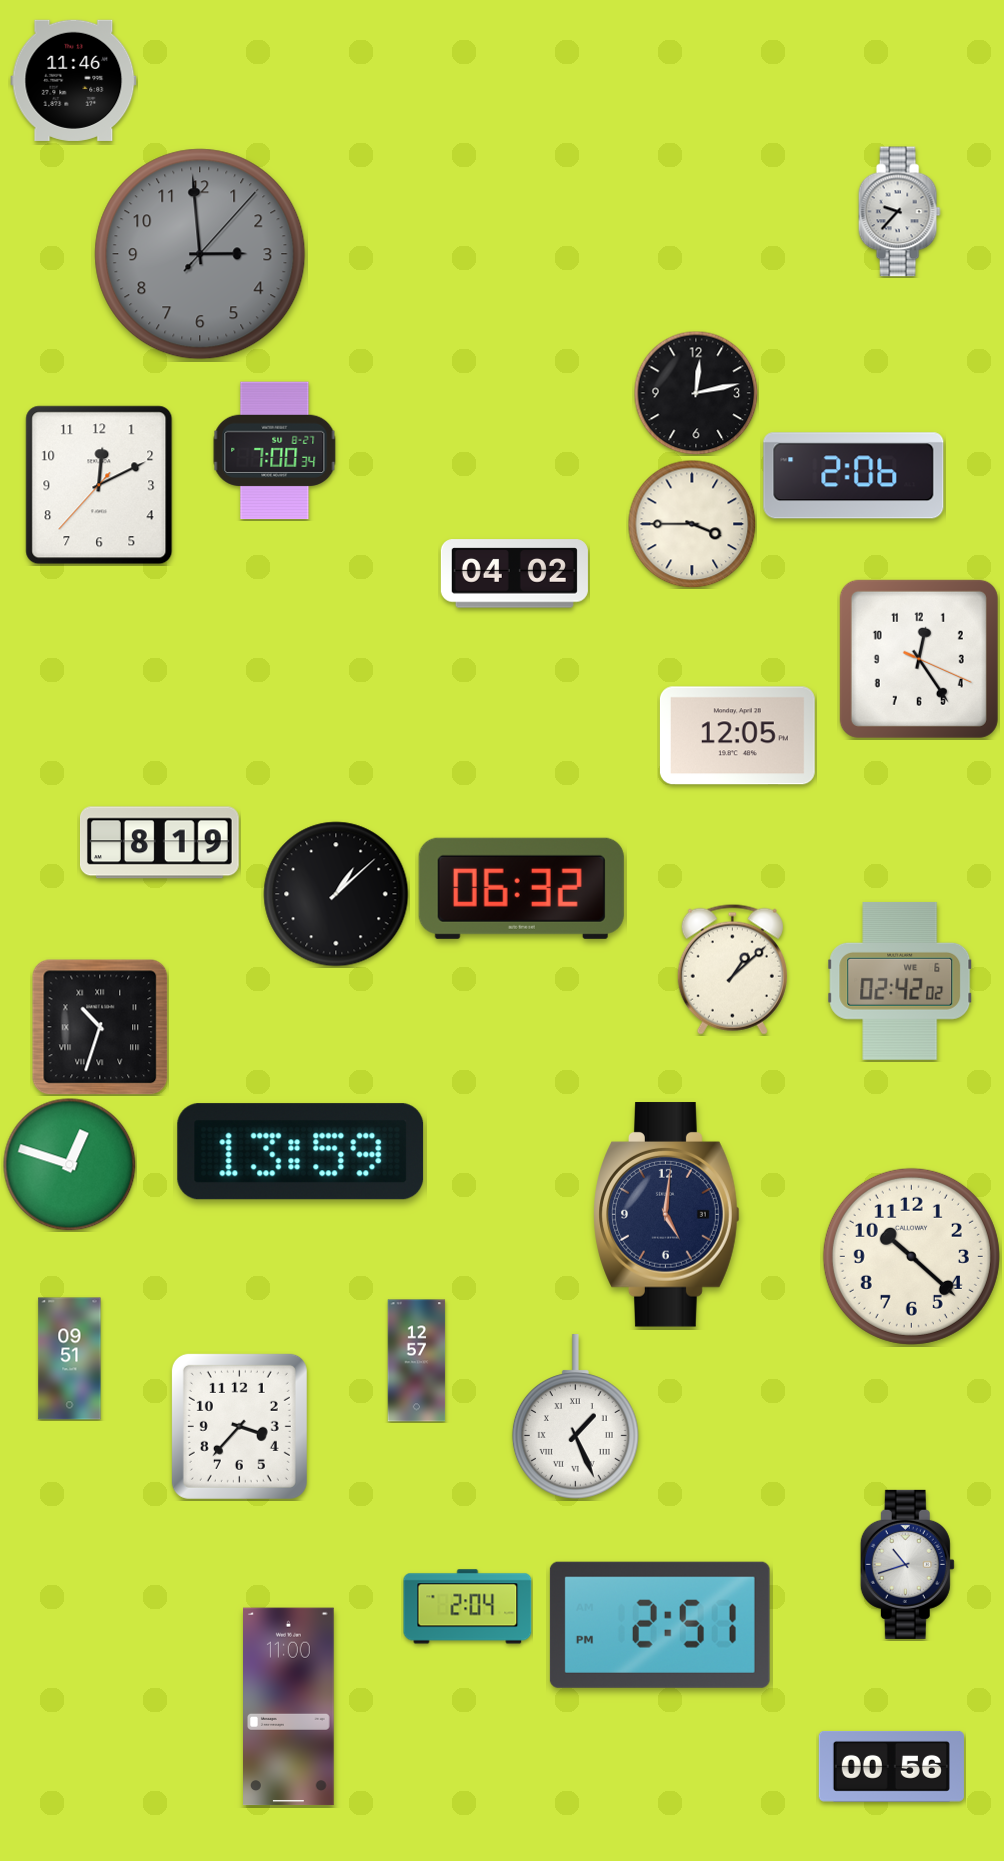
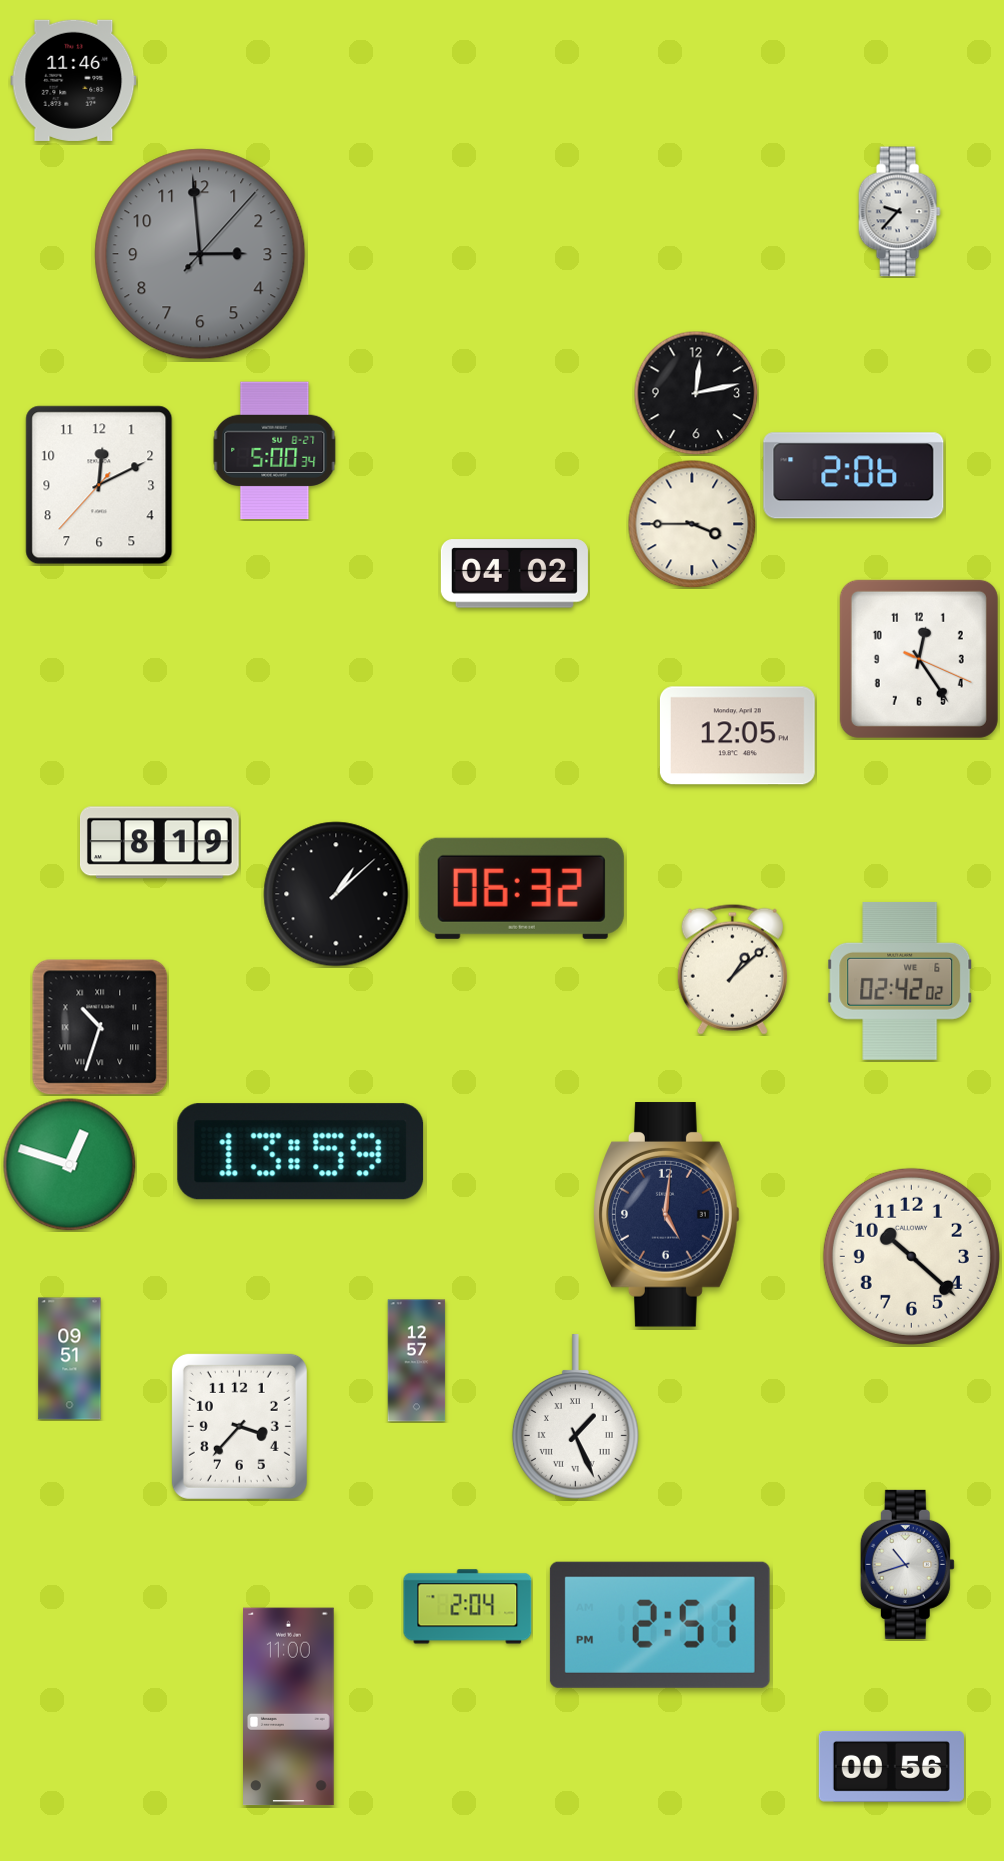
clock at (275, 451): 7:00 -> 5:00
